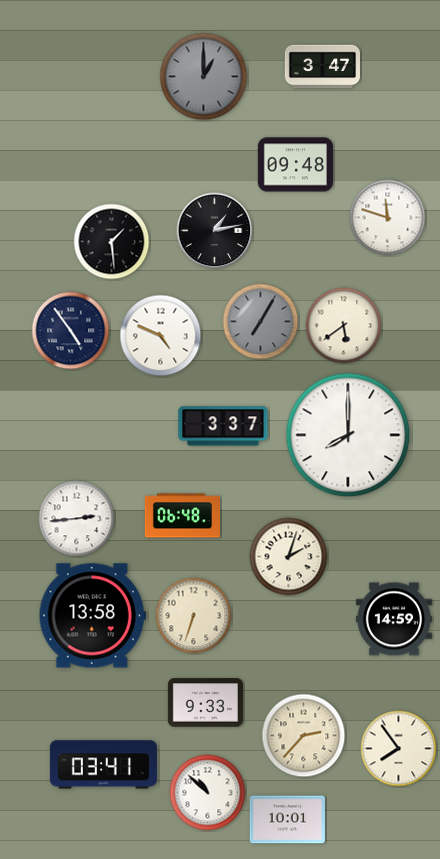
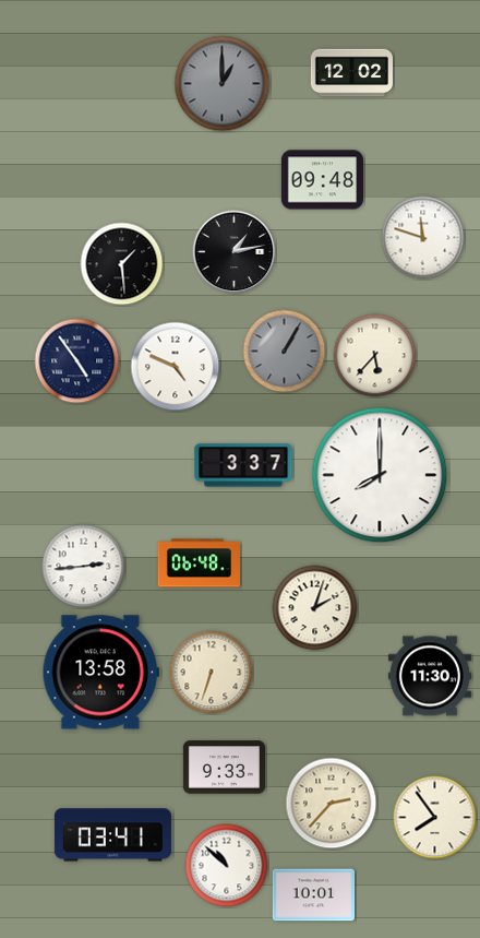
clock at (322, 67): 3:47 -> 12:02
clock at (261, 322): 7:05 -> 1:05
clock at (344, 326): 5:39 -> 5:37
clock at (394, 619): 14:59 -> 11:30
